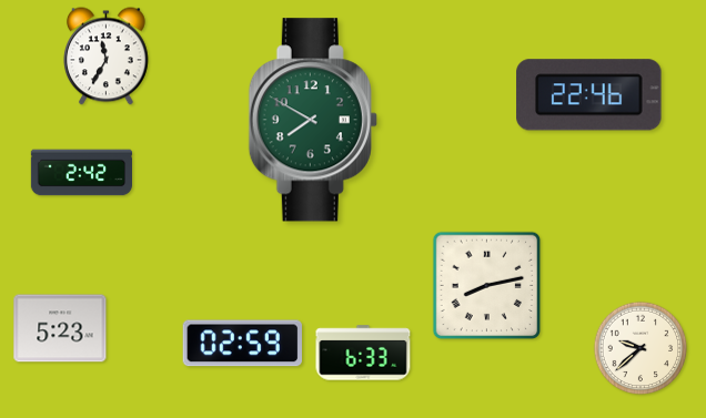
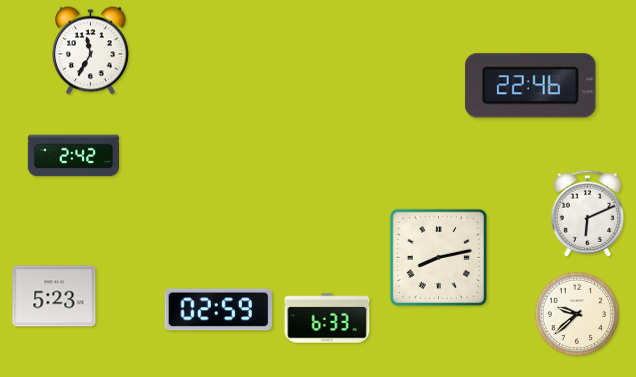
clock at (107, 57) position: (107, 57) -> (91, 51)
clock at (313, 120): 7:50 -> none
clock at (587, 213): none -> 6:11
